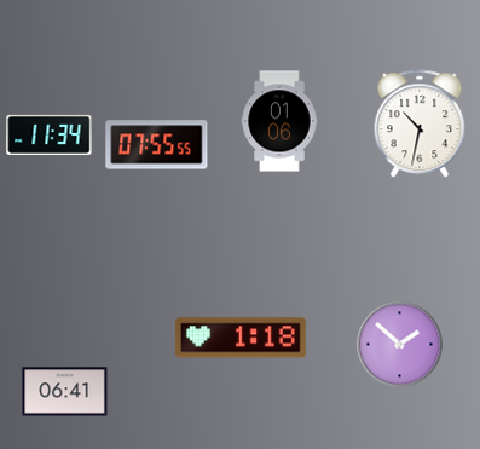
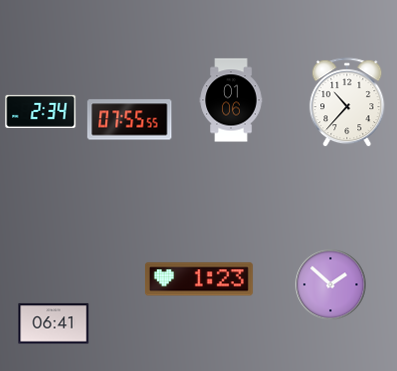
clock at (420, 125): 10:32 -> 10:37
clock at (50, 134): 11:34 -> 2:34
clock at (241, 338): 1:18 -> 1:23
